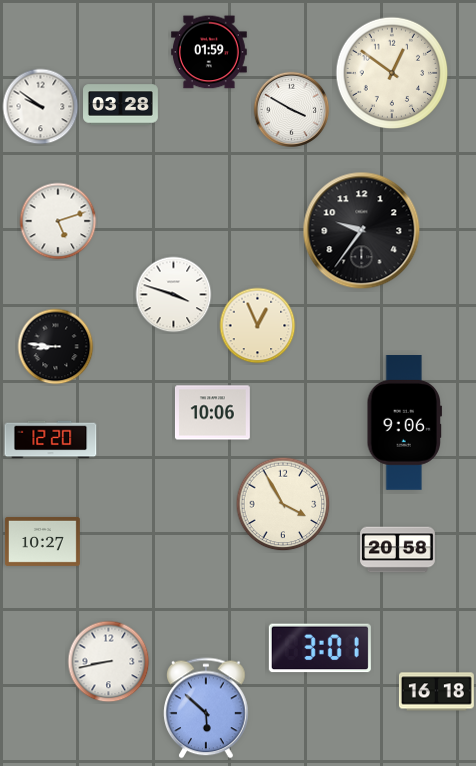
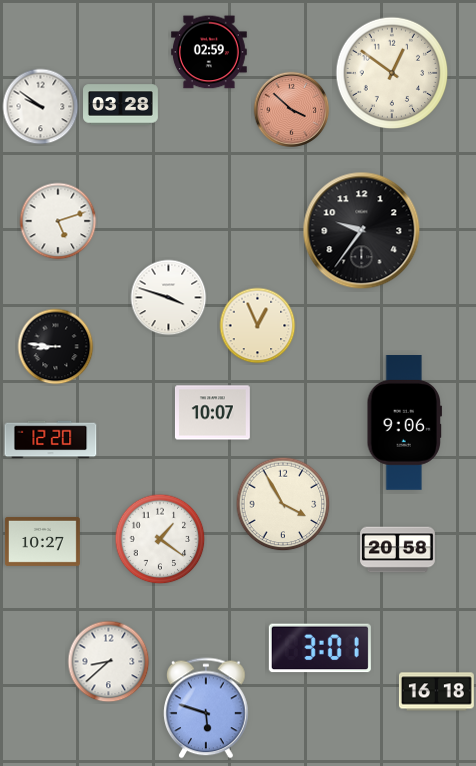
clock at (210, 52): 01:59 -> 02:59
clock at (292, 110): 3:50 -> 3:52
clock at (292, 110) dial: white -> salmon
clock at (174, 295) position: (174, 295) -> (169, 298)
clock at (212, 413): 10:06 -> 10:07
clock at (160, 539): none -> 1:21
clock at (109, 662): 8:43 -> 8:38
clock at (206, 708): 5:52 -> 5:48
